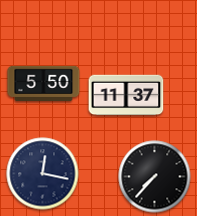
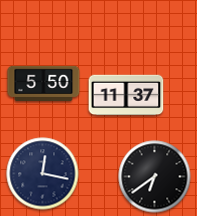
clock at (155, 177): 7:37 -> 6:39
